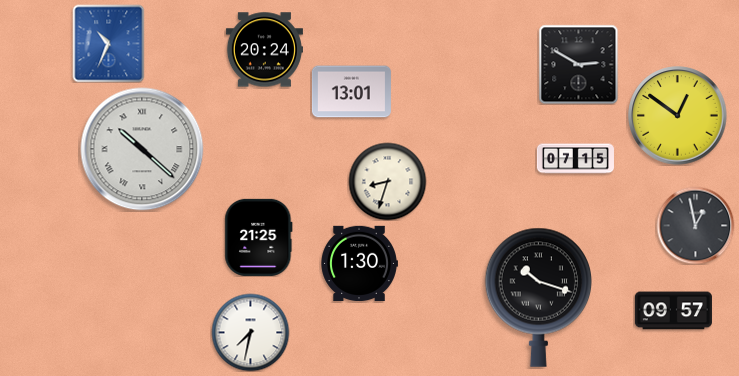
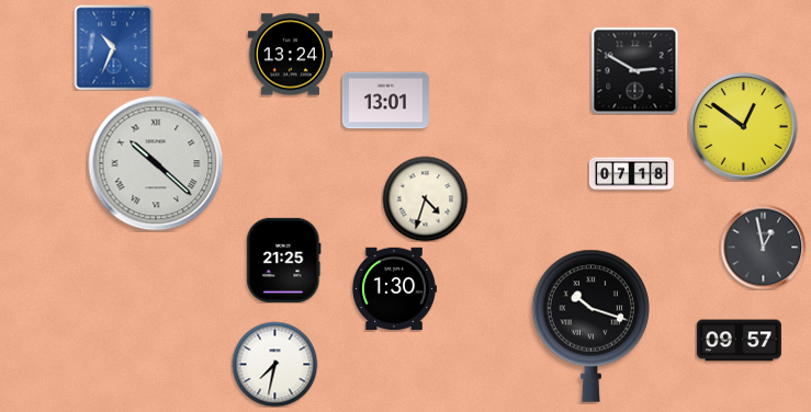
clock at (109, 43) position: (109, 43) -> (114, 47)
clock at (264, 50): 20:24 -> 13:24
clock at (575, 159): 07:15 -> 07:18
clock at (387, 181): 8:33 -> 4:33
